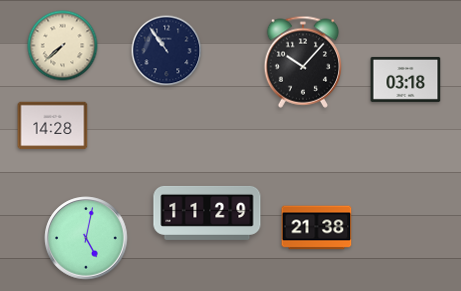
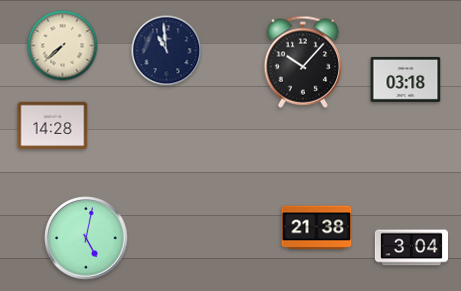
clock at (167, 51): 10:54 -> 10:59
clock at (207, 213): 11:29 -> none
clock at (411, 248): none -> 3:04
